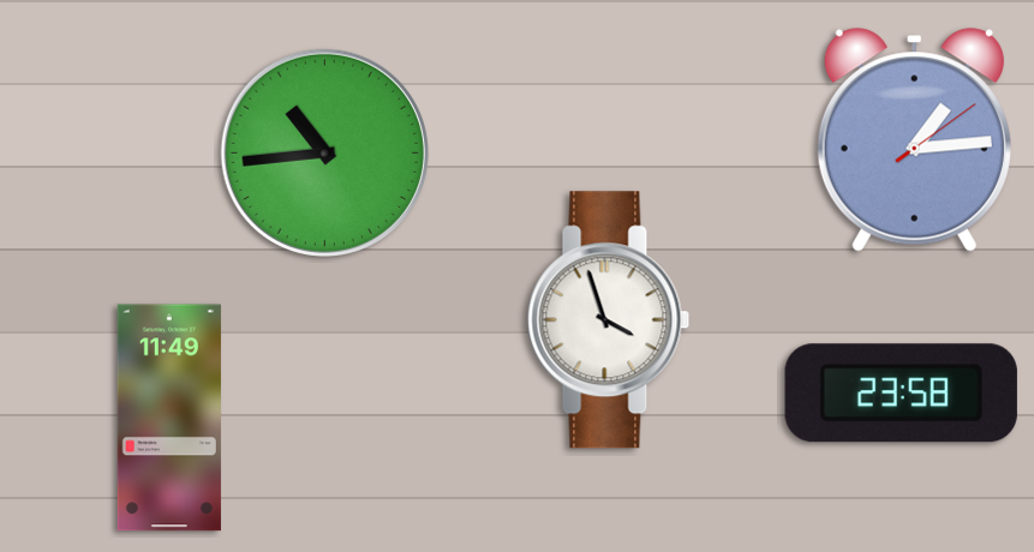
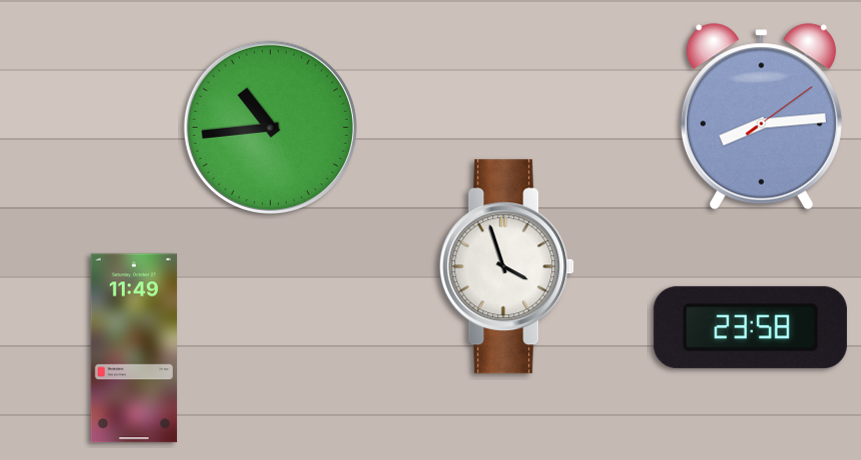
clock at (914, 140): 1:14 -> 8:14
clock at (169, 418) position: (169, 418) -> (134, 348)
